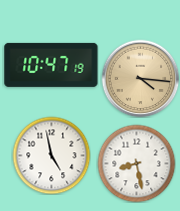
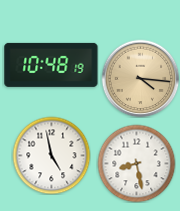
clock at (51, 65): 10:47 -> 10:48
